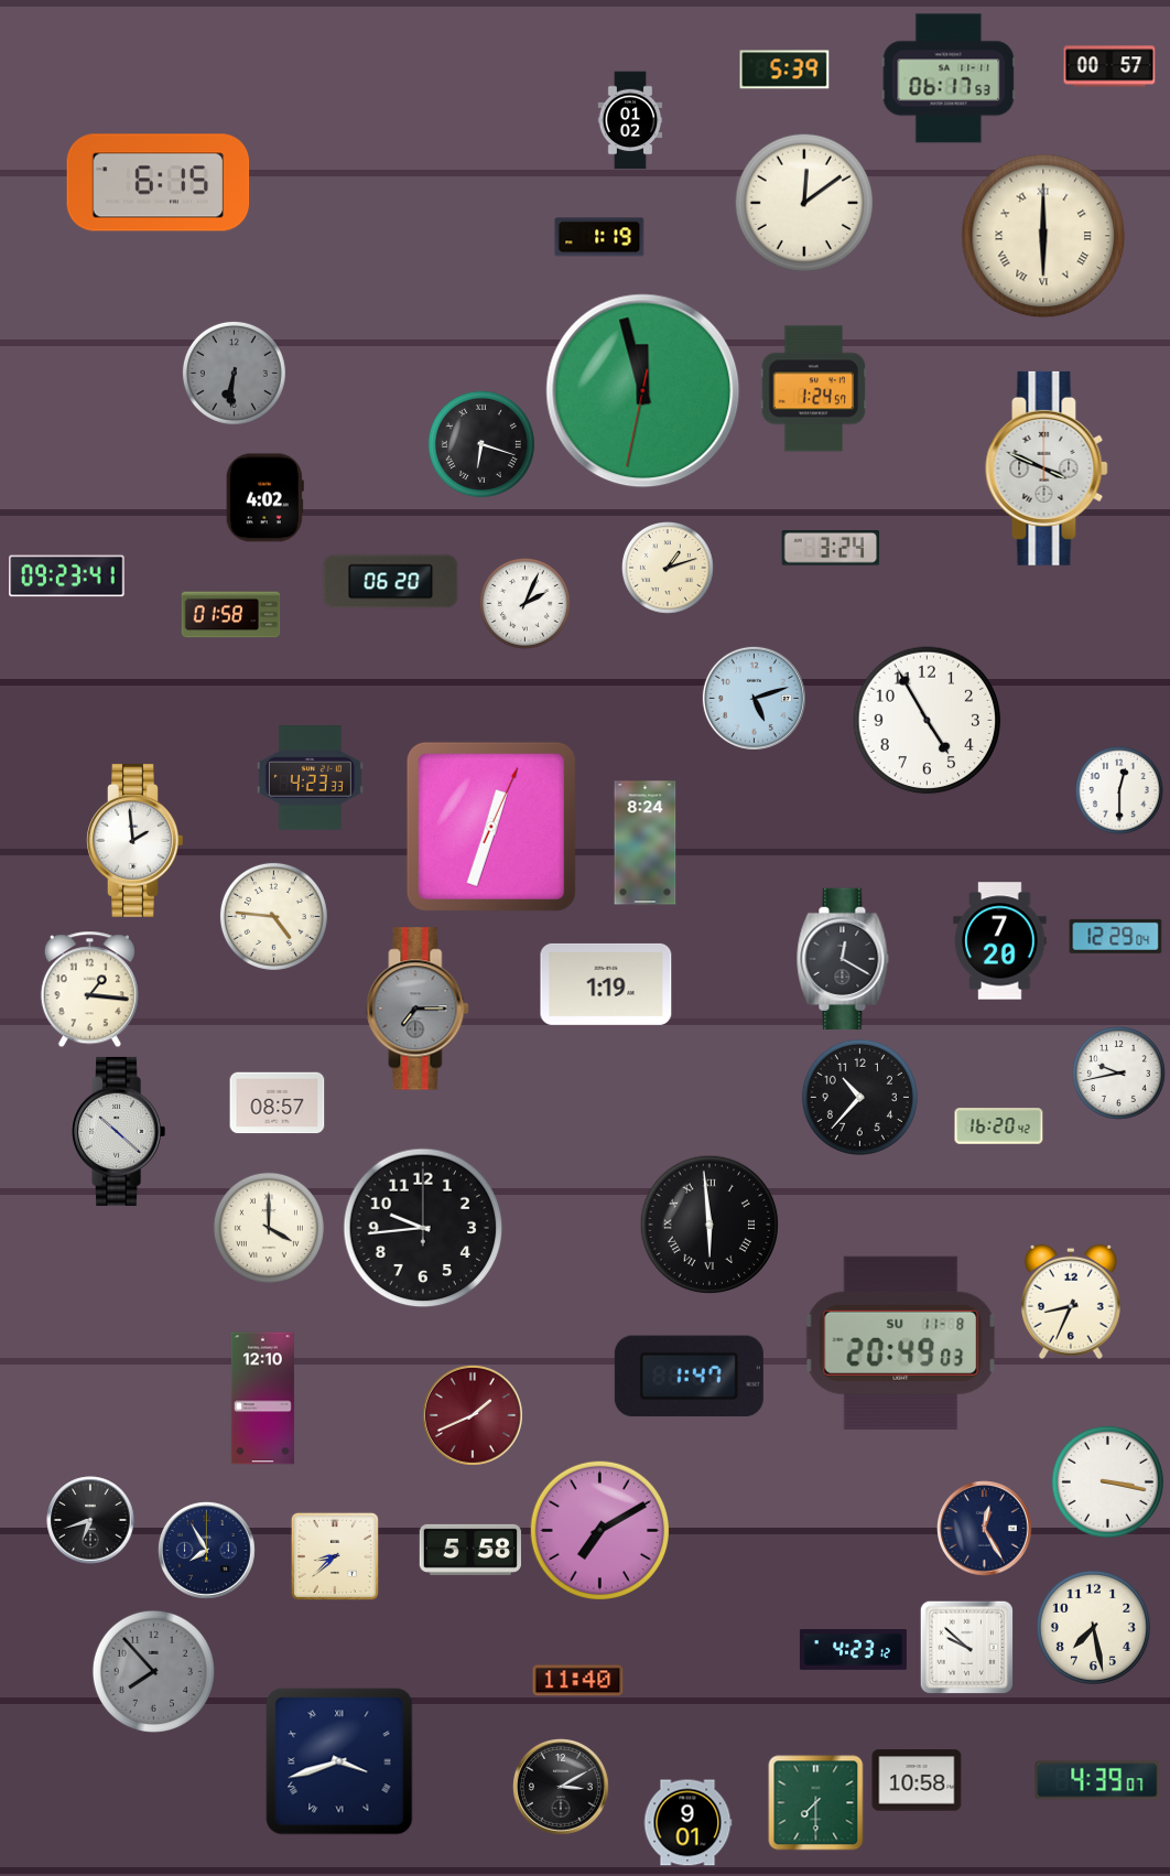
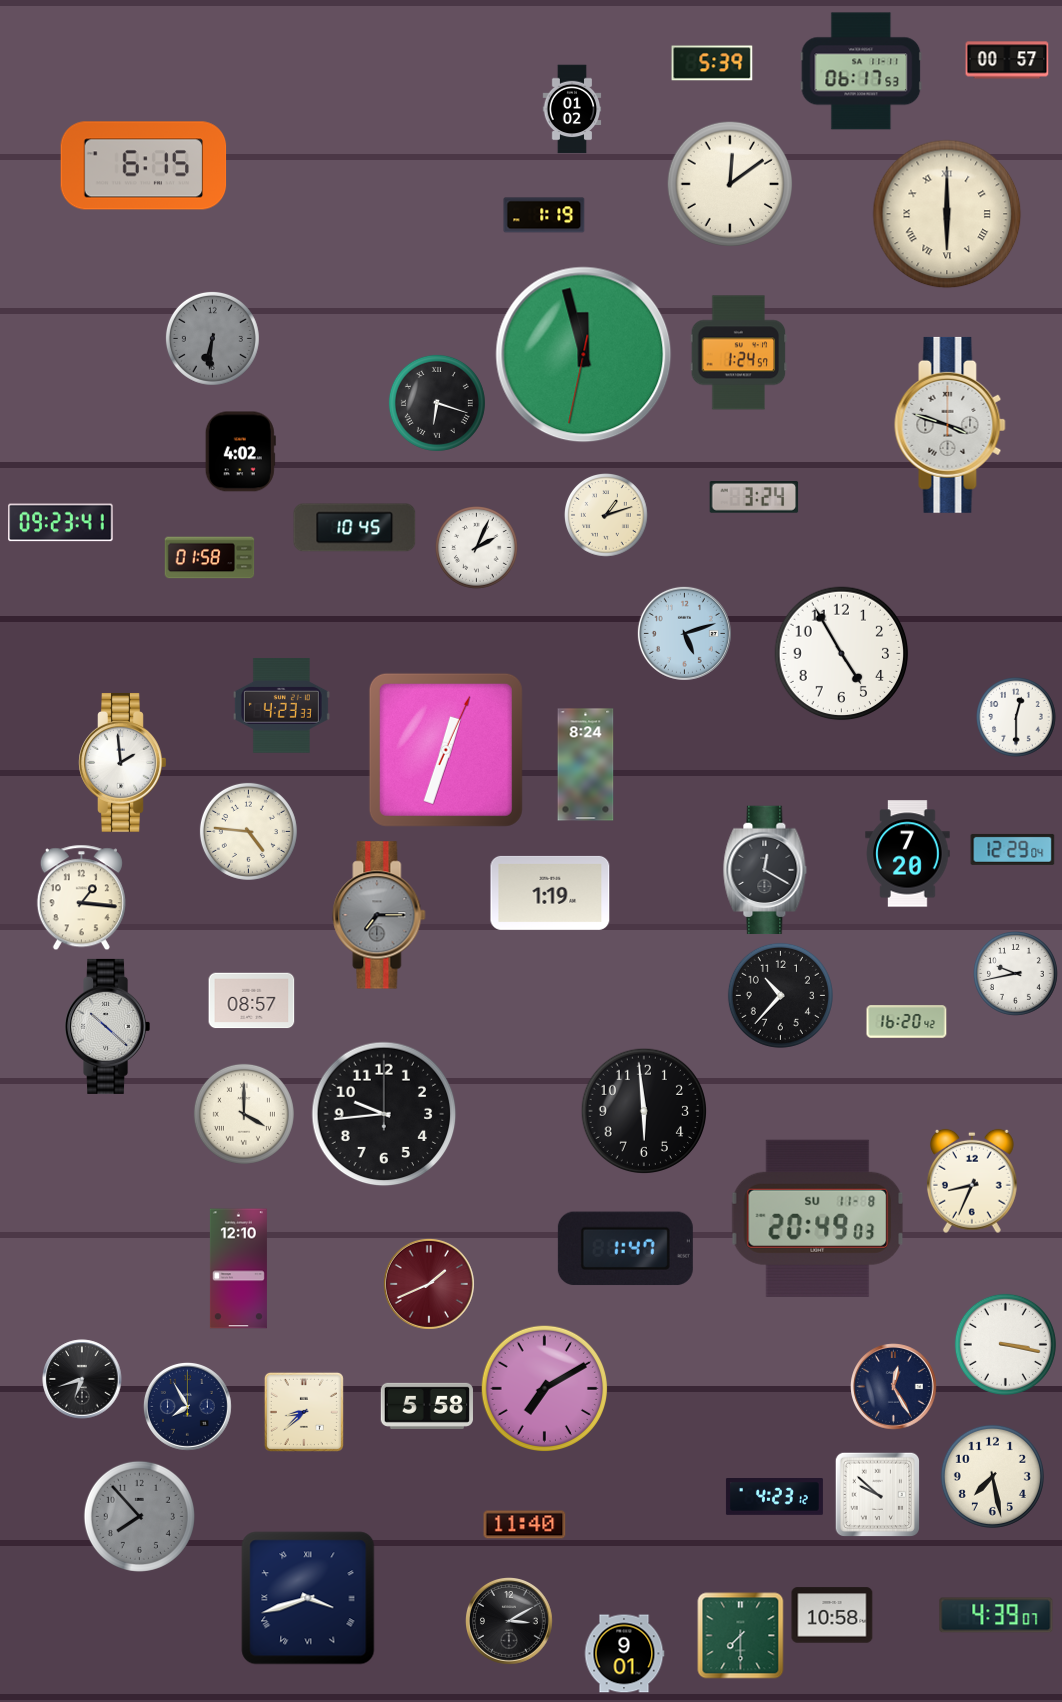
clock at (1047, 468): 3:49 -> 3:48
clock at (391, 582): 06:20 -> 10:45
clock at (708, 1223) numerals: Roman -> Arabic
